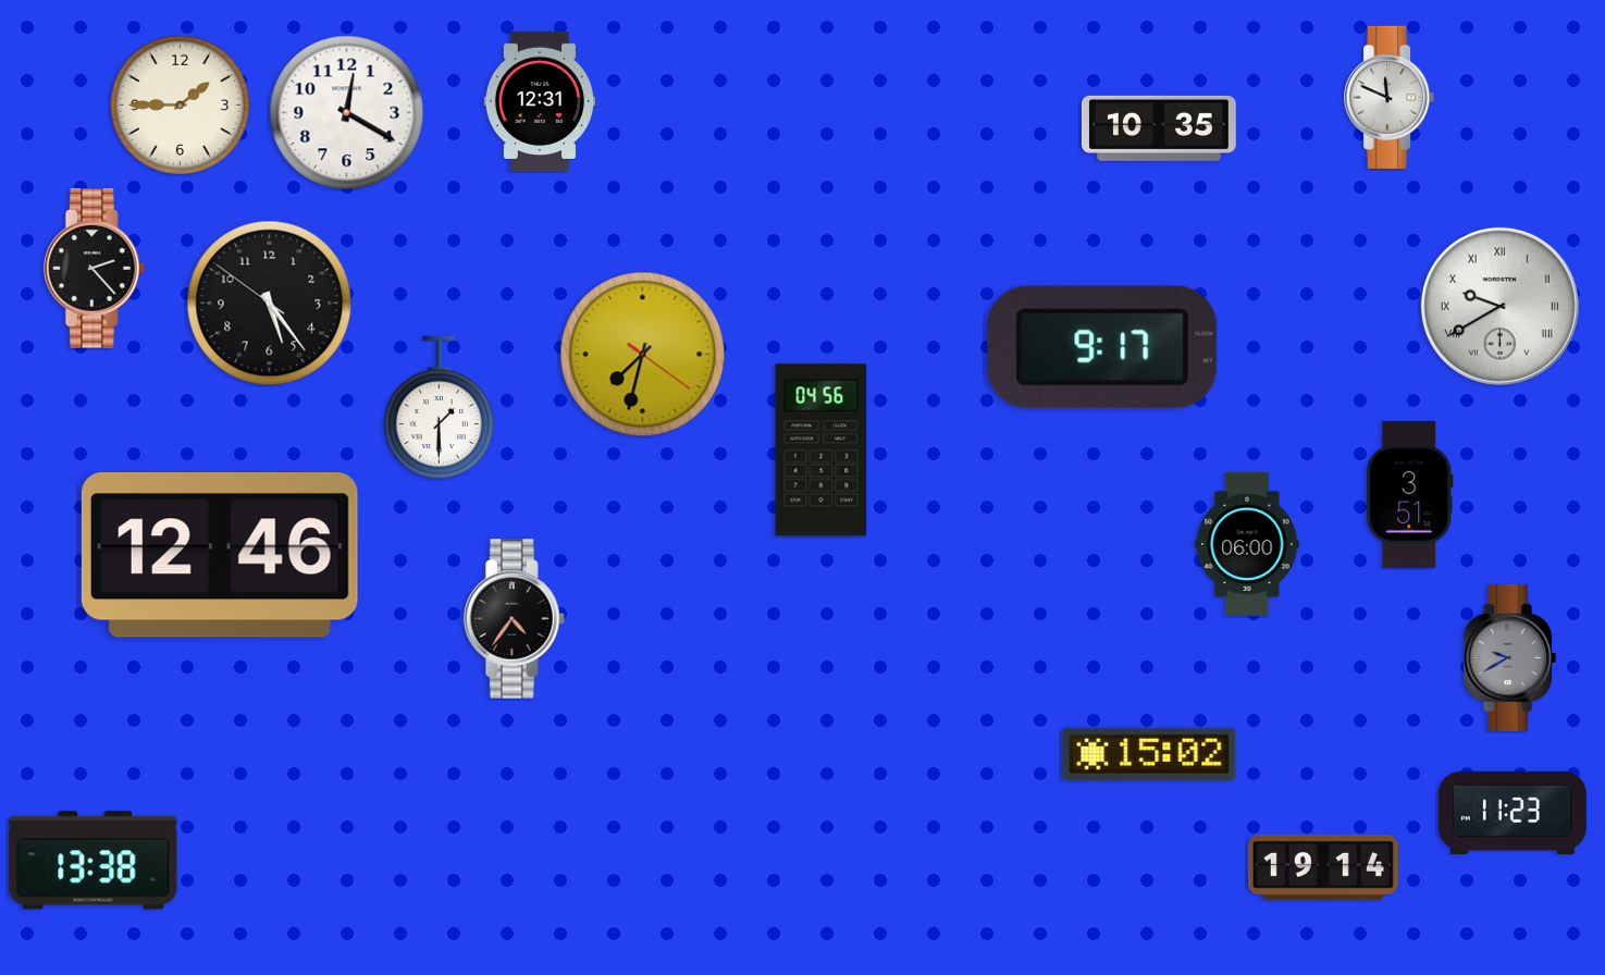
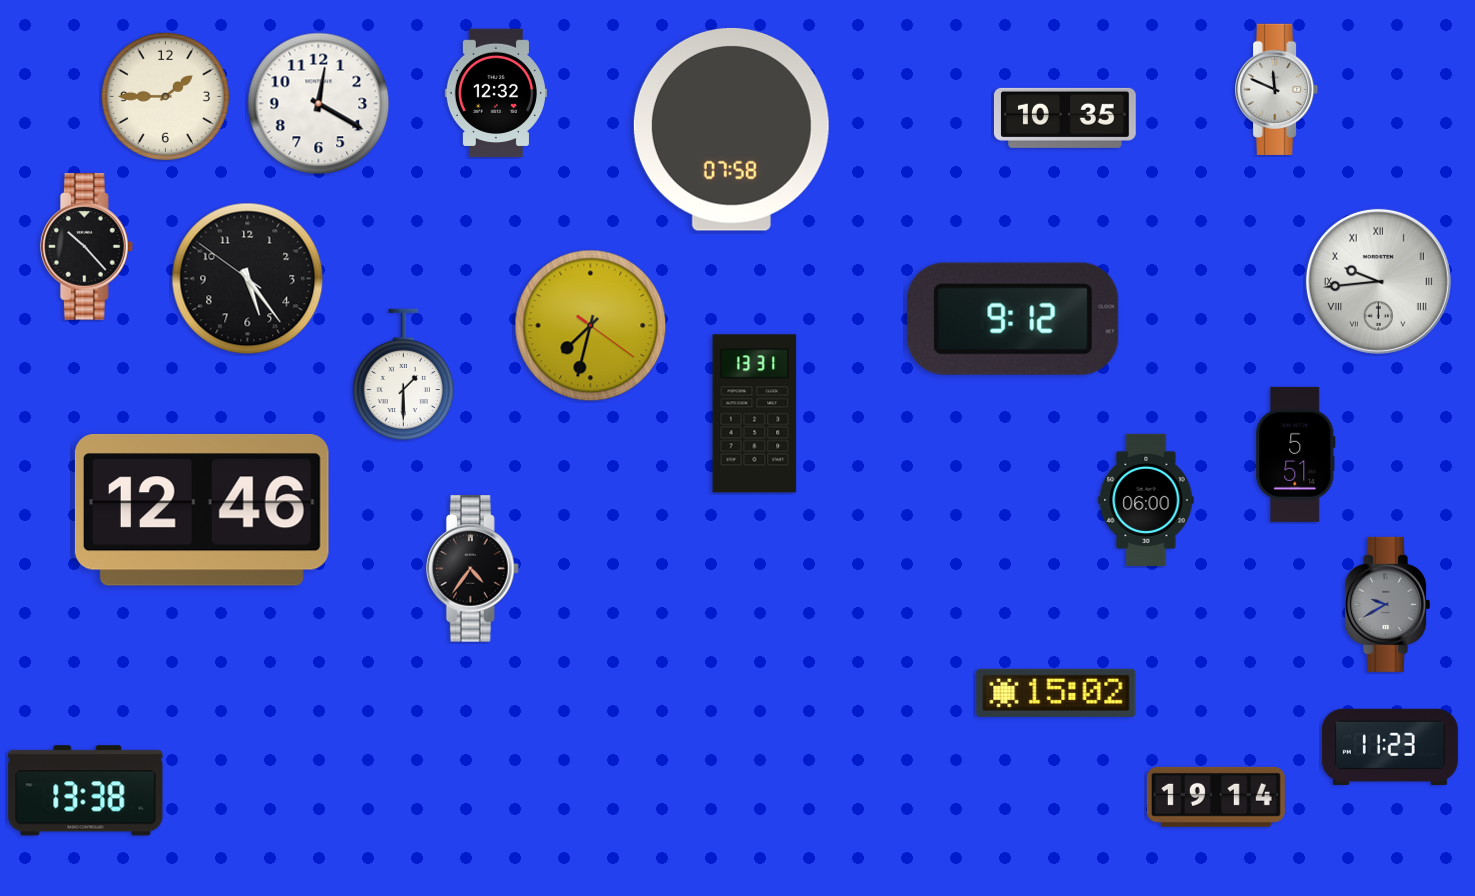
clock at (540, 101): 12:31 -> 12:32
clock at (731, 129): none -> 07:58
clock at (94, 269): 2:23 -> 10:23
clock at (1499, 306): 9:40 -> 9:44
clock at (1102, 347): 9:17 -> 9:12
clock at (822, 451): 04:56 -> 13:31
clock at (1410, 494): 3:51 -> 5:51
